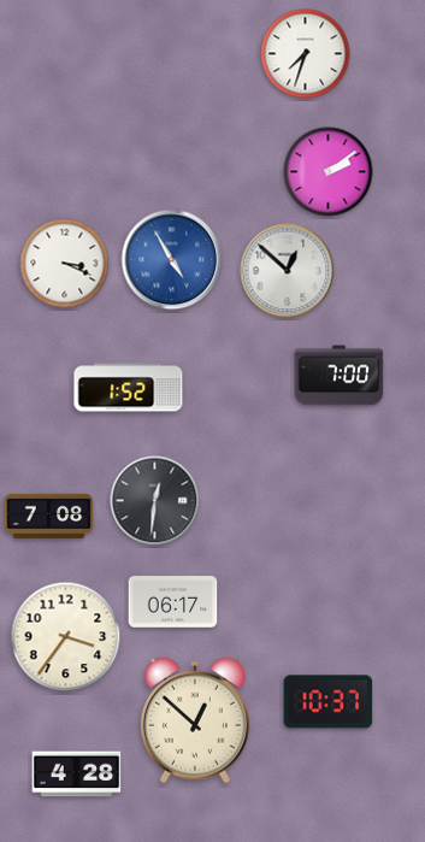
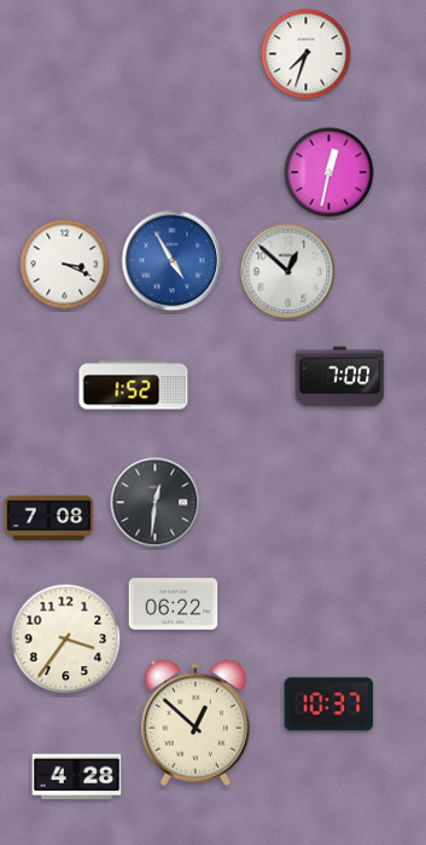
clock at (329, 172): 2:09 -> 12:32
clock at (129, 388) position: (129, 388) -> (134, 386)
clock at (173, 602): 06:17 -> 06:22
